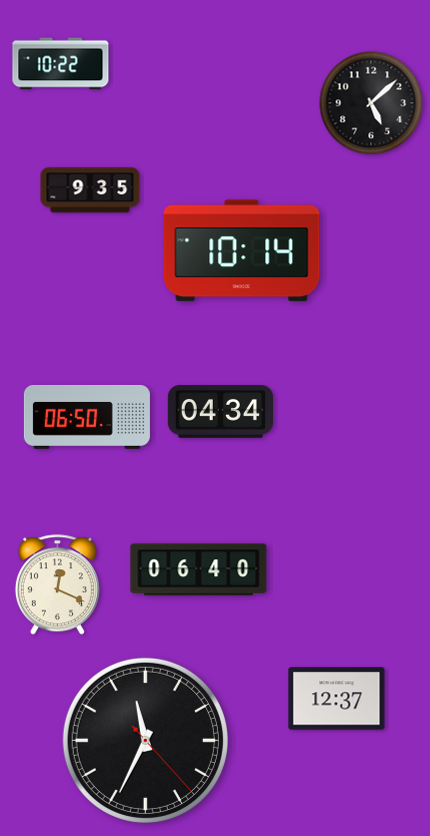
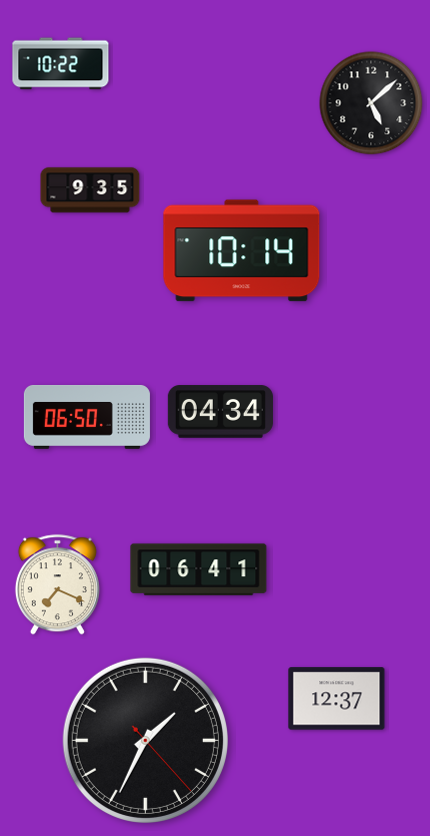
clock at (199, 570): 06:40 -> 06:41
clock at (57, 585): 12:19 -> 7:19
clock at (145, 740): 11:34 -> 1:34
